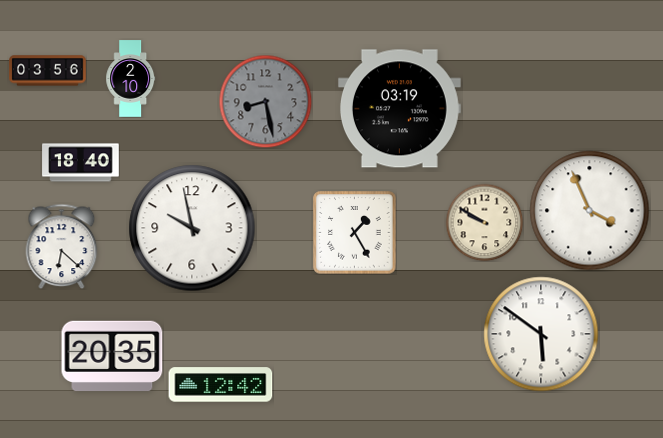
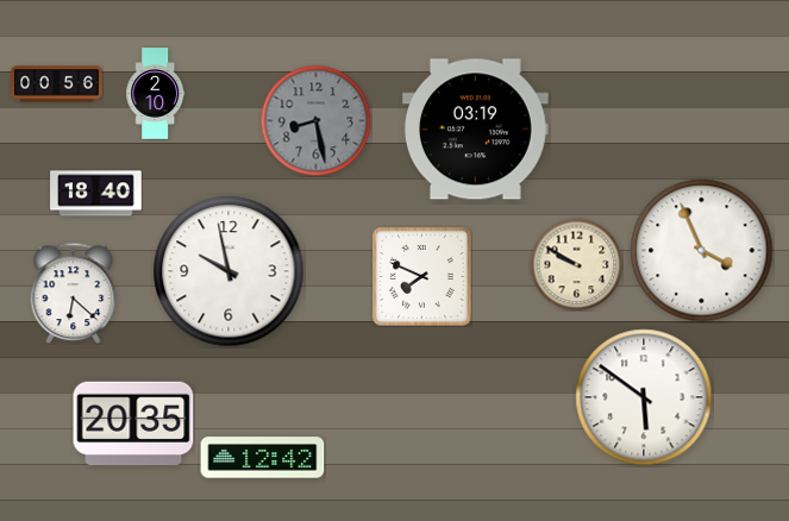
clock at (48, 71): 03:56 -> 00:56
clock at (355, 233): 1:25 -> 7:49
